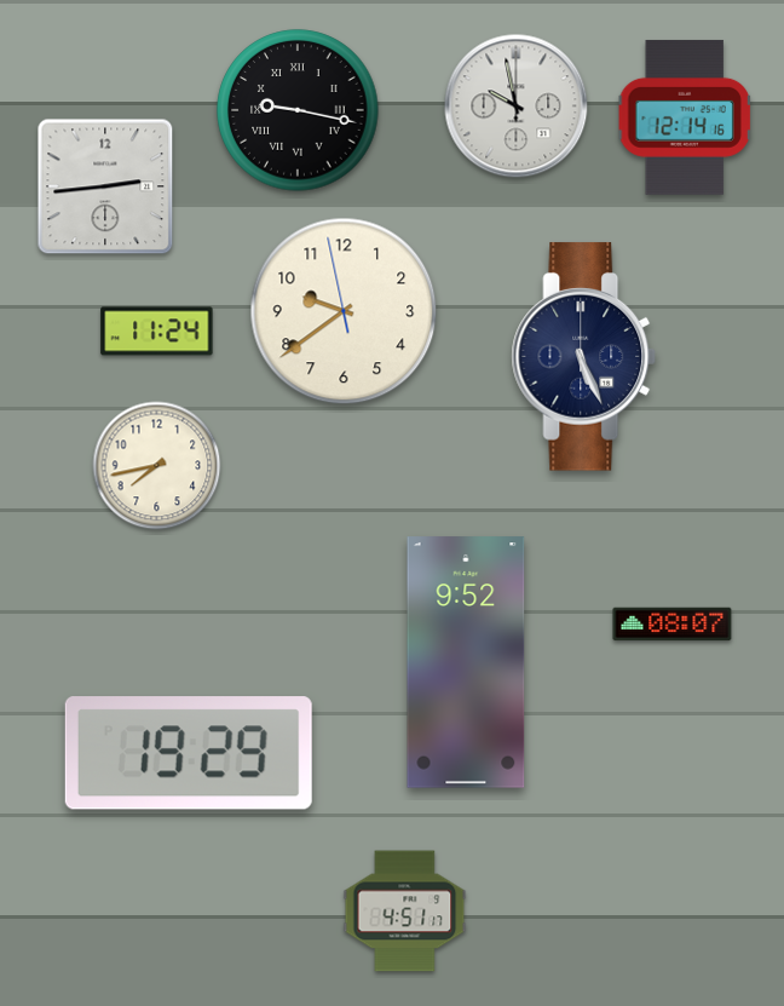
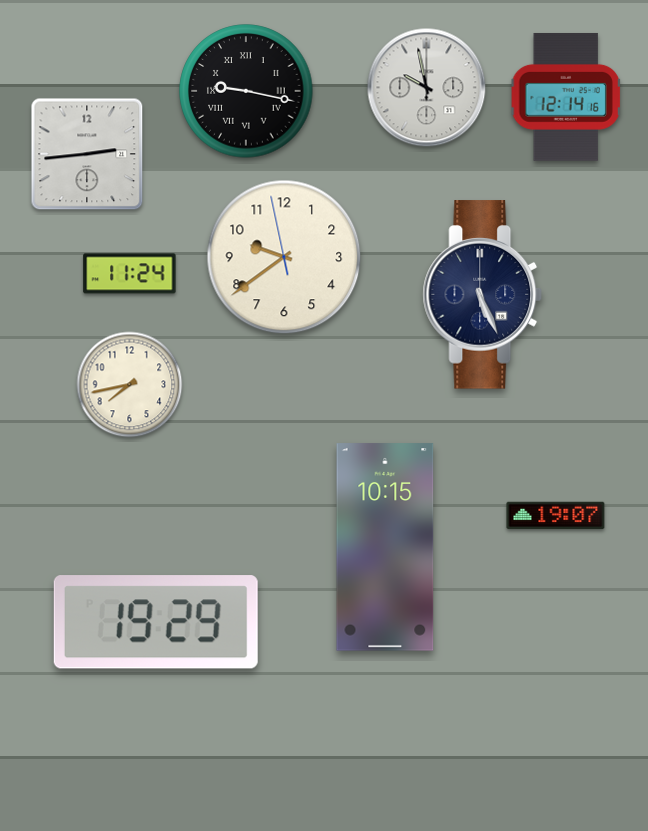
clock at (673, 625): 08:07 -> 19:07
clock at (466, 662): 9:52 -> 10:15
clock at (405, 912): 4:51 -> none
